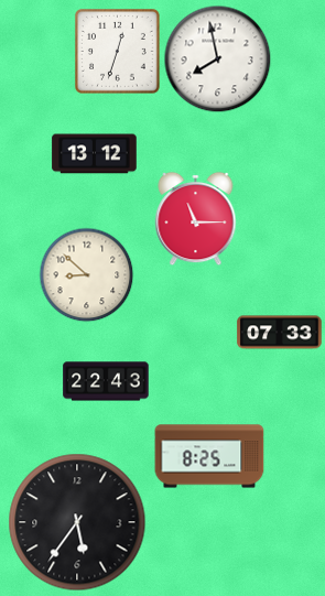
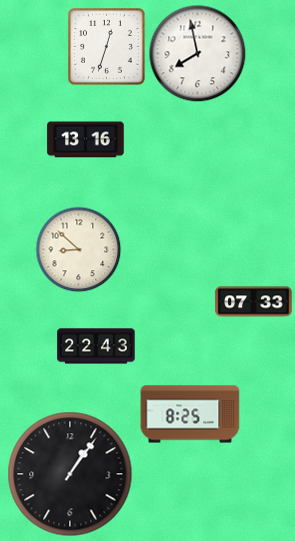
clock at (95, 154): 13:12 -> 13:16
clock at (196, 218): 11:15 -> none
clock at (77, 522): 5:36 -> 1:06
